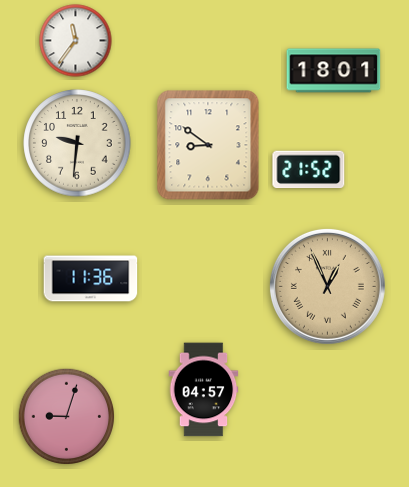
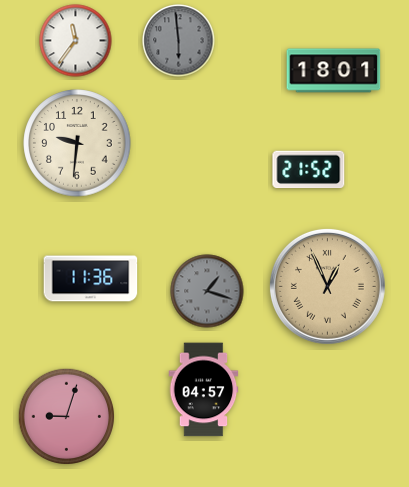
clock at (179, 41): none -> 5:59
clock at (208, 145): 8:51 -> none
clock at (207, 291): none -> 1:18
